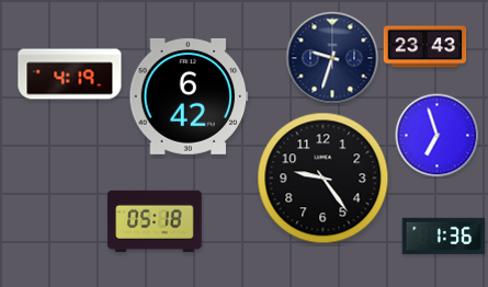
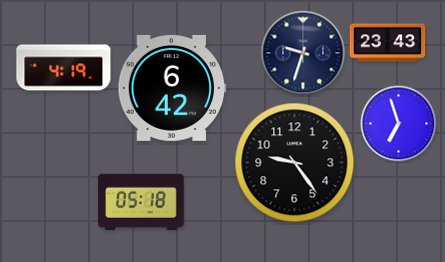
clock at (444, 236): 1:36 -> none
